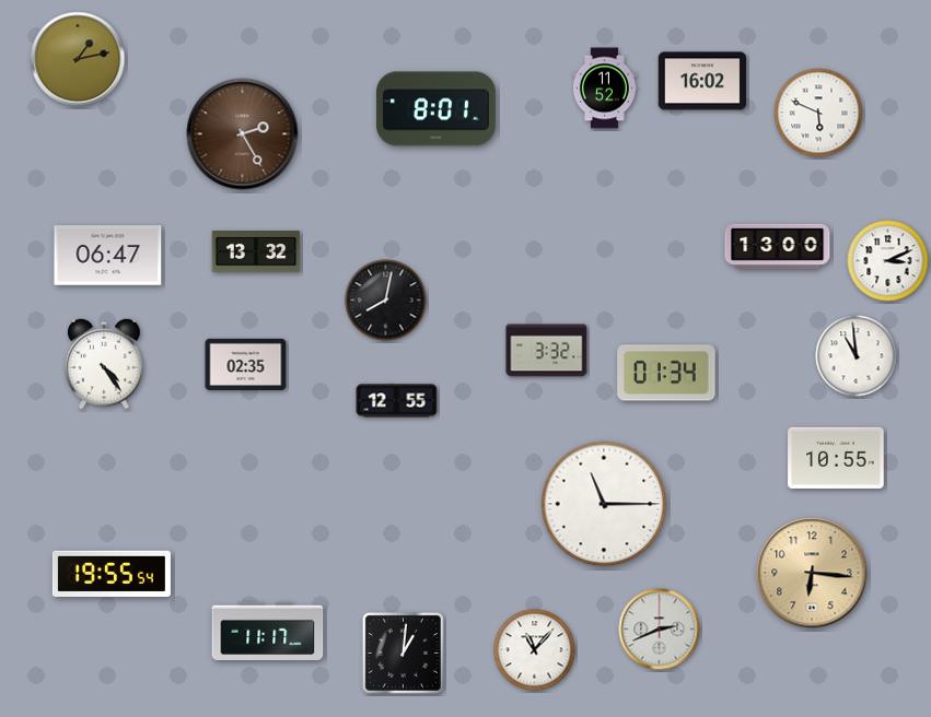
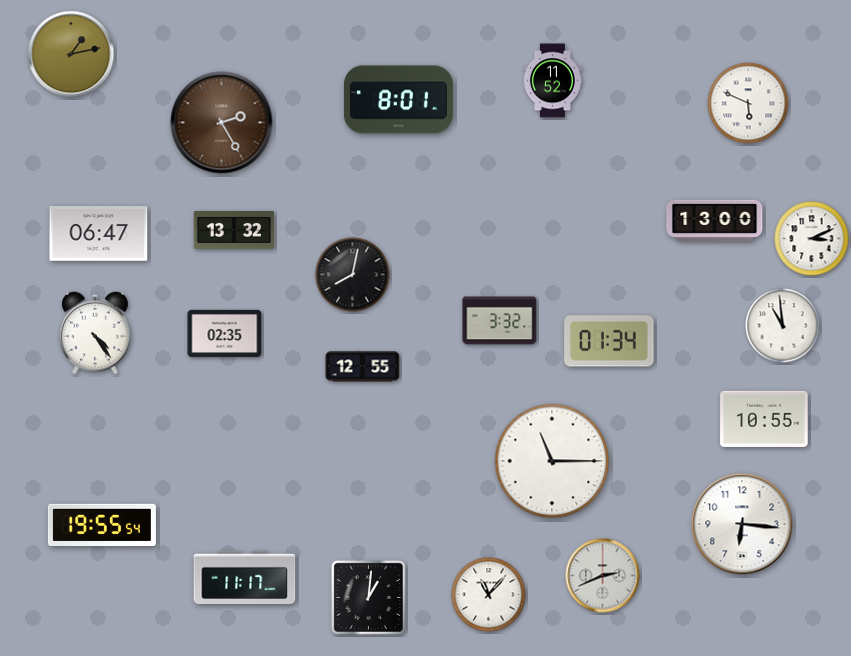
clock at (702, 81): 16:02 -> none
clock at (778, 246) position: (778, 246) -> (715, 220)
clock at (812, 573) dial: champagne -> white
